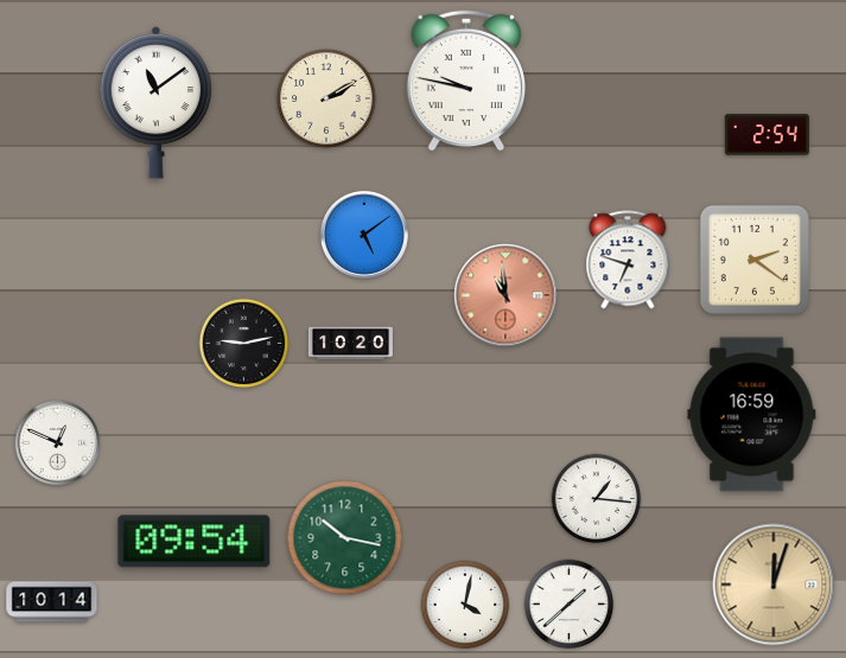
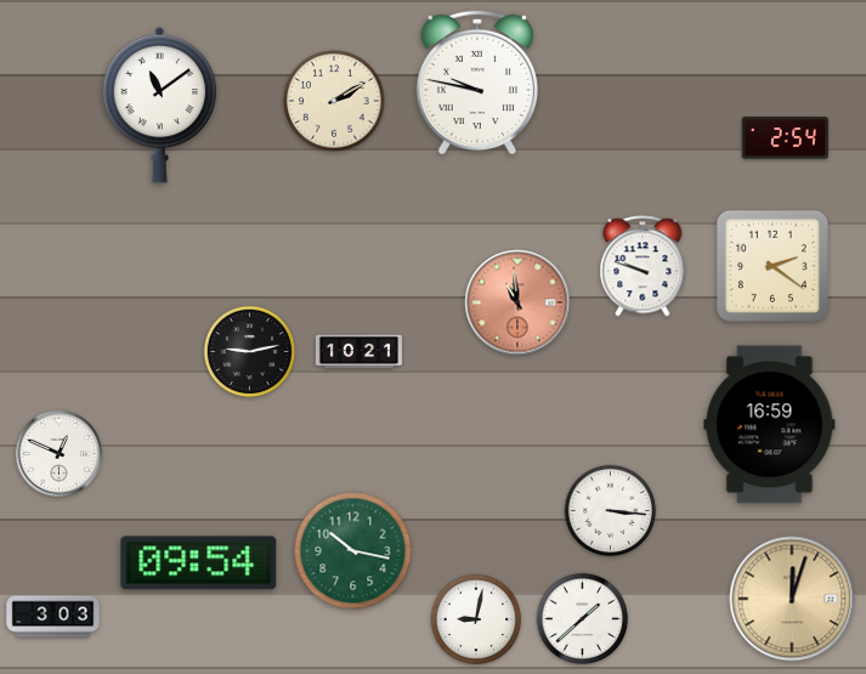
clock at (364, 235): 5:09 -> none
clock at (628, 260): 6:48 -> 9:48
clock at (350, 344): 10:20 -> 10:21
clock at (597, 499): 1:16 -> 3:16
clock at (195, 542) position: (195, 542) -> (199, 563)
clock at (52, 602): 10:14 -> 3:03
clock at (465, 605): 4:02 -> 9:02
